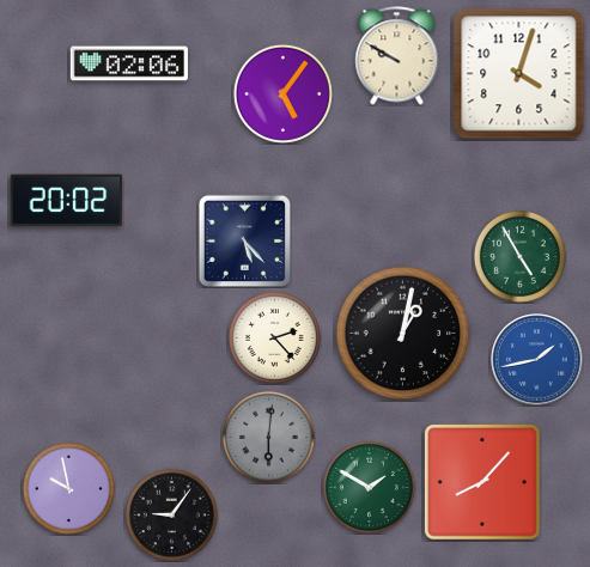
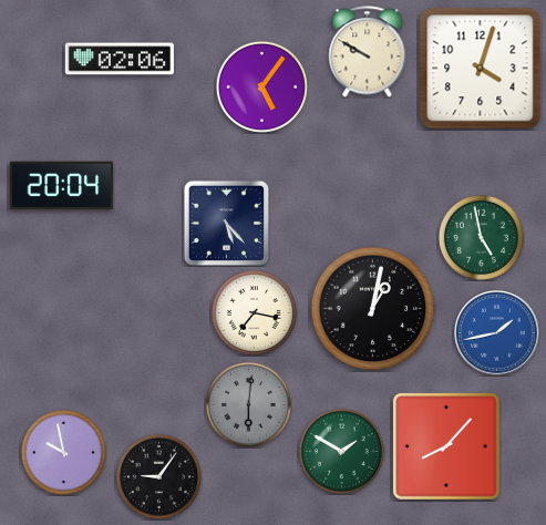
clock at (67, 201): 20:02 -> 20:04
clock at (519, 256): 4:55 -> 4:58
clock at (274, 337): 2:23 -> 7:17
